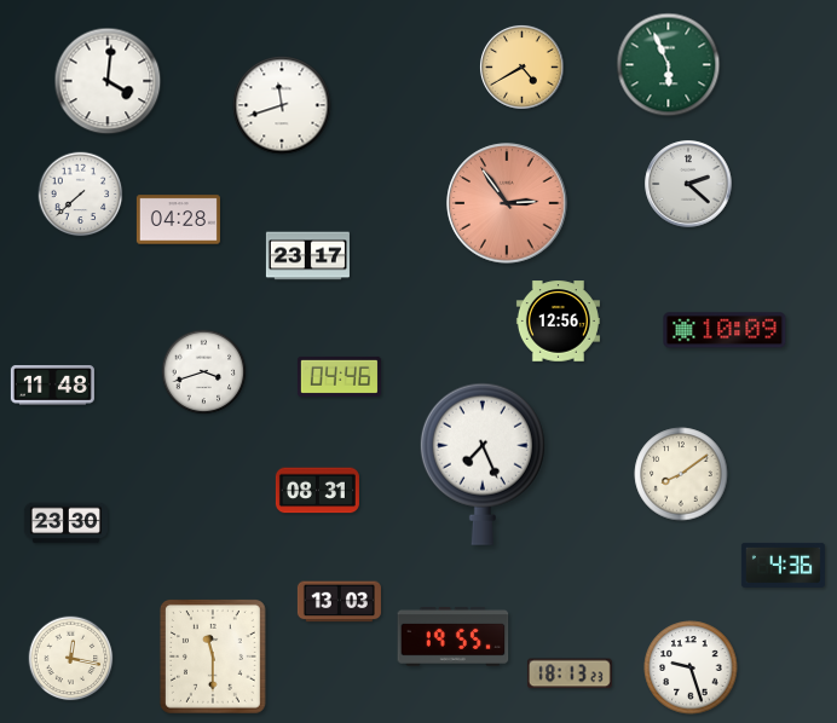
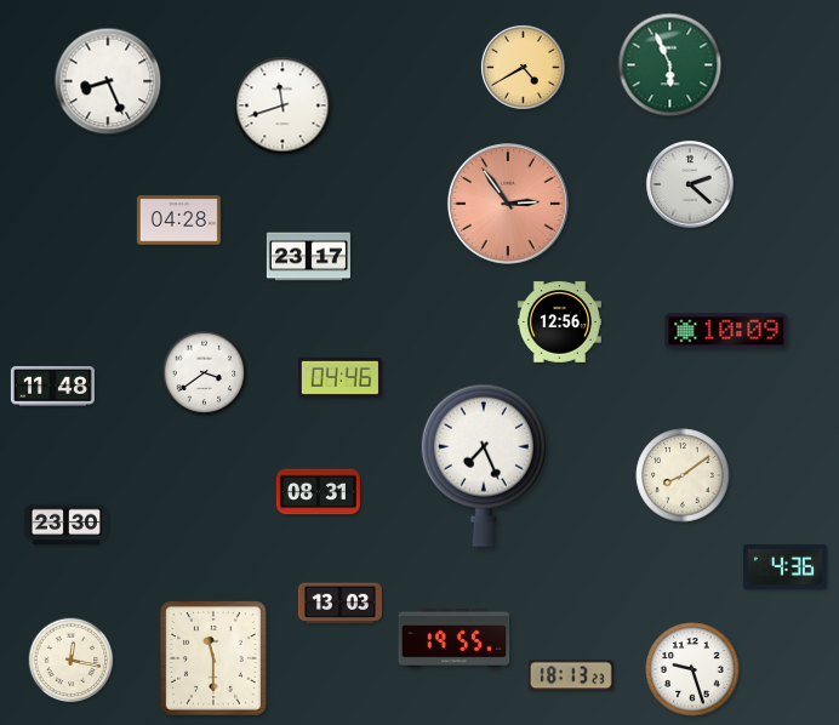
clock at (108, 81): 4:01 -> 8:26
clock at (81, 195): 7:38 -> none
clock at (204, 372): 3:42 -> 3:39
